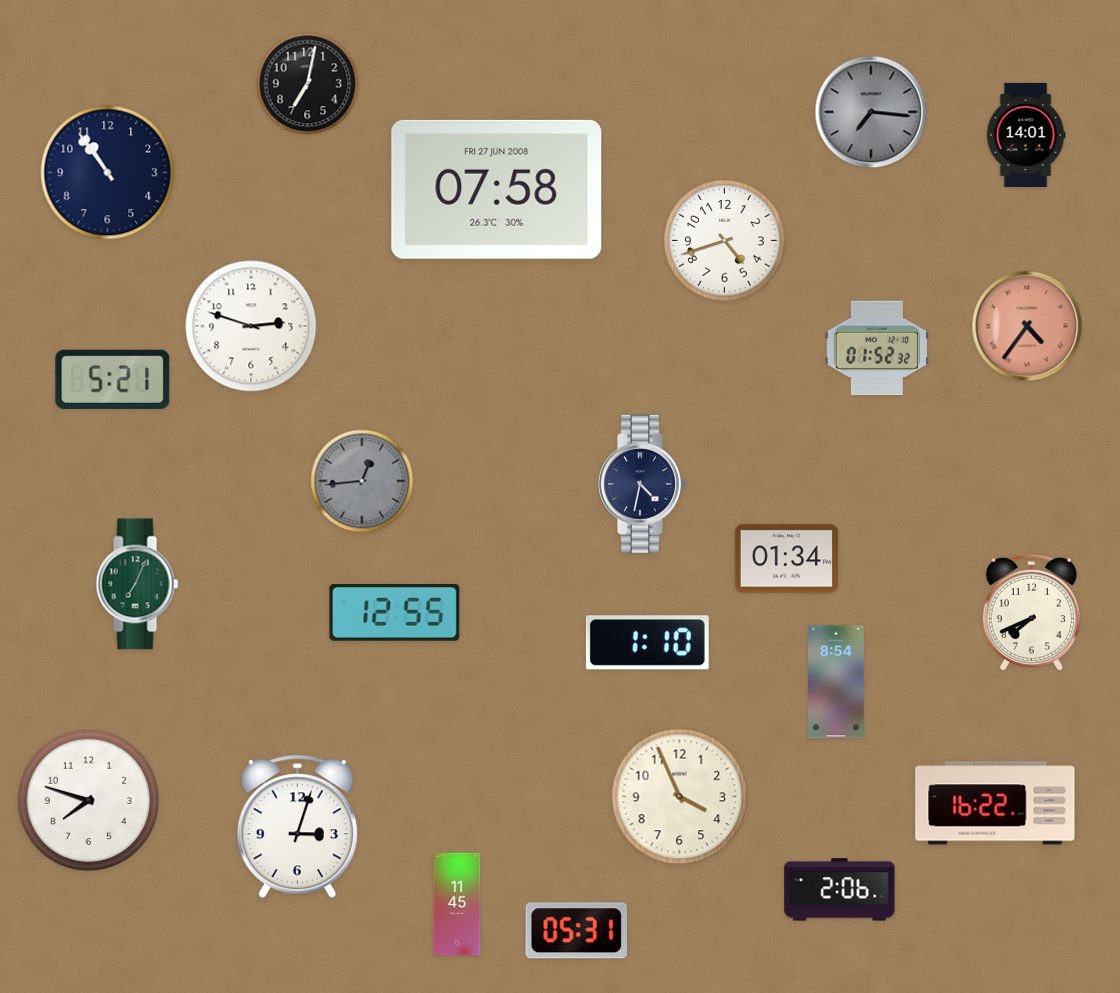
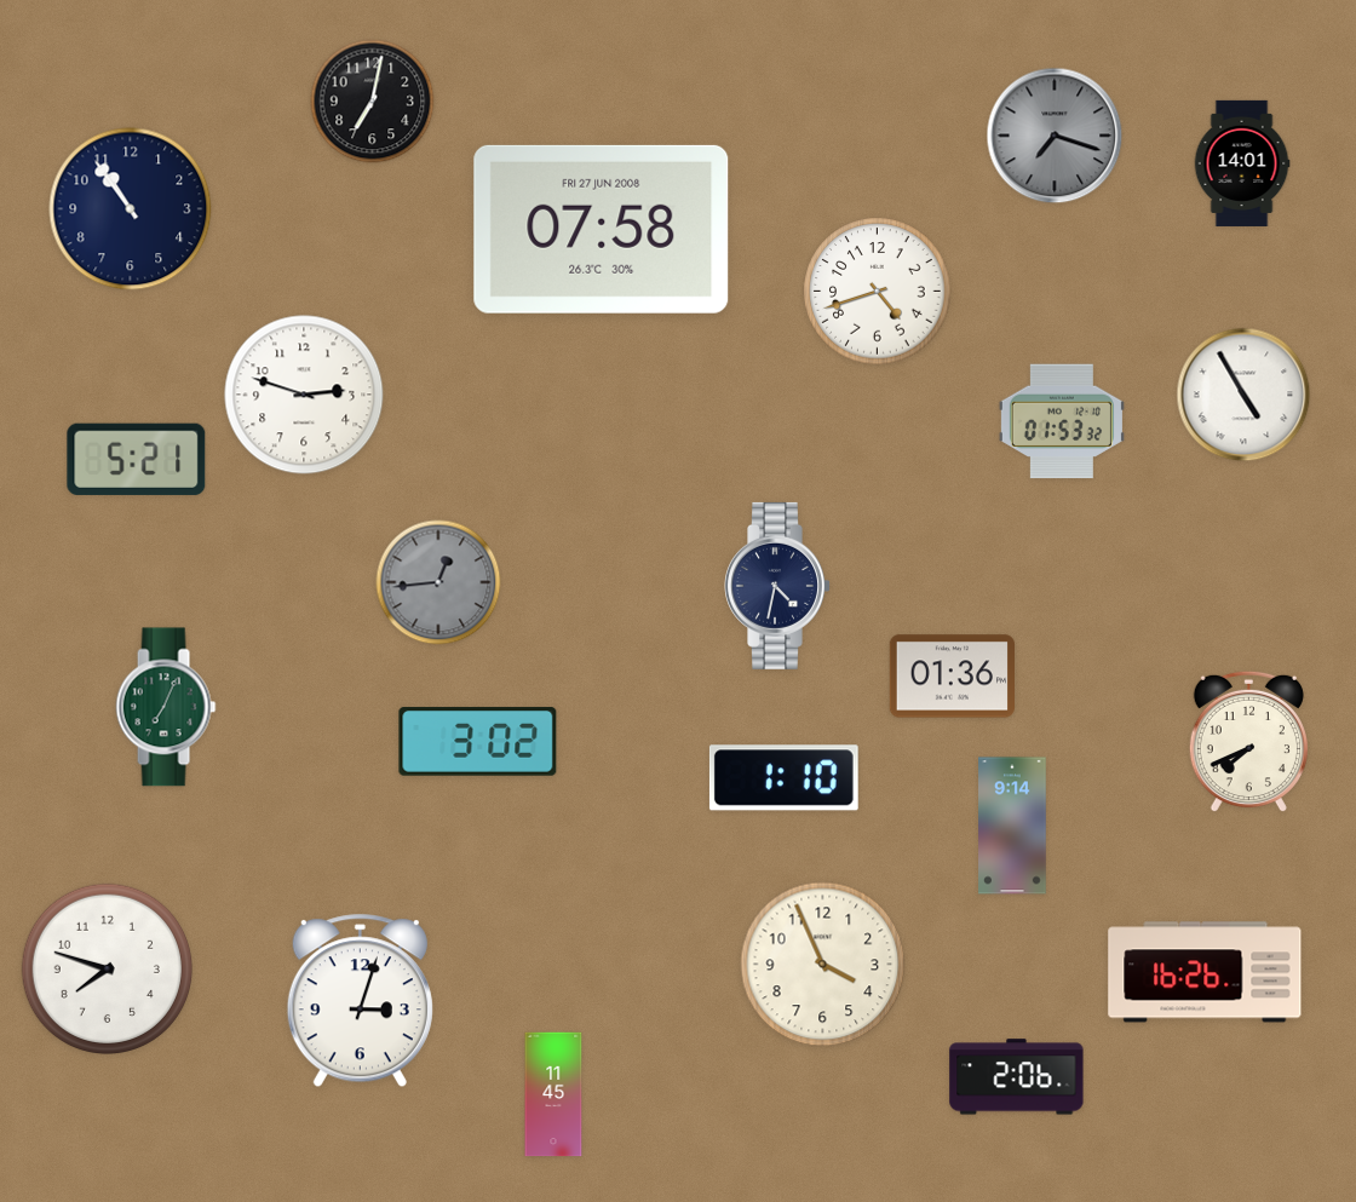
clock at (871, 112): 7:16 -> 7:18
clock at (1027, 326): 4:36 -> 4:55
clock at (1027, 326) dial: salmon -> white
clock at (877, 348): 01:52 -> 01:53
clock at (786, 559): 01:34 -> 01:36
clock at (395, 613): 12:55 -> 3:02
clock at (836, 682): 8:54 -> 9:14
clock at (995, 803): 16:22 -> 16:26
clock at (576, 931): 05:31 -> none
